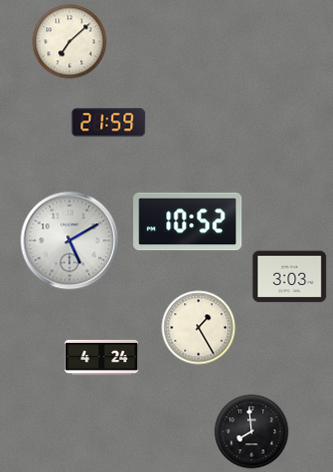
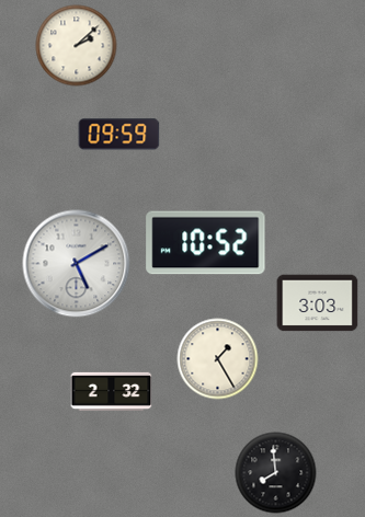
clock at (70, 42): 7:08 -> 2:08
clock at (109, 123): 21:59 -> 09:59
clock at (102, 357): 4:24 -> 2:32
